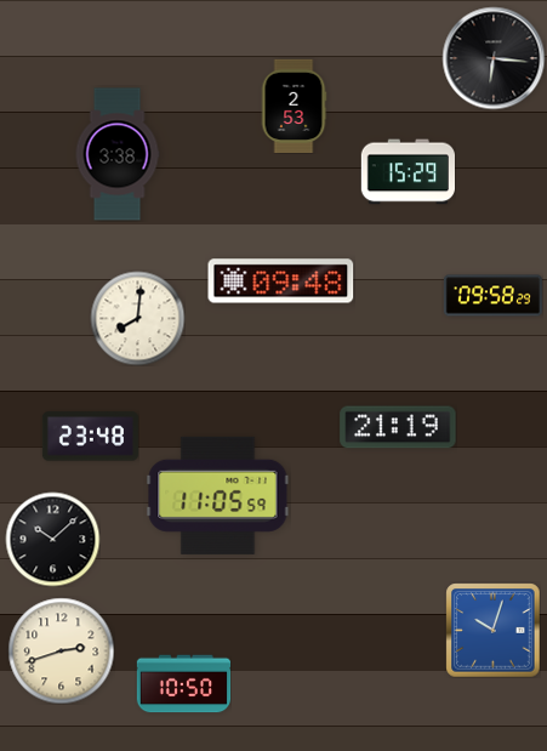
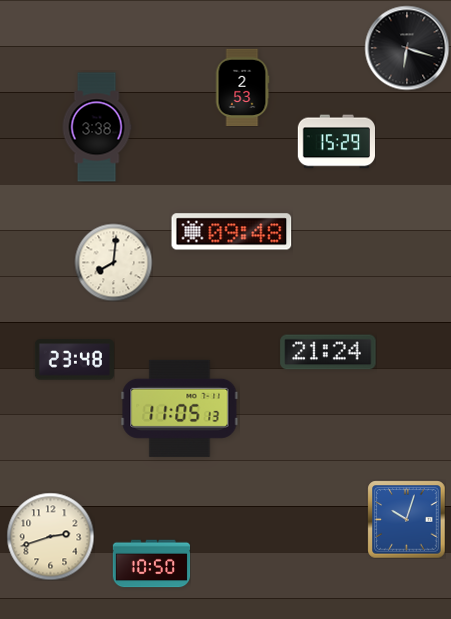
clock at (494, 58): 6:16 -> 6:18
clock at (492, 296): 09:58 -> none
clock at (398, 427): 21:19 -> 21:24
clock at (218, 495): 11:05:59 -> 11:05:13
clock at (52, 539): 10:08 -> none
